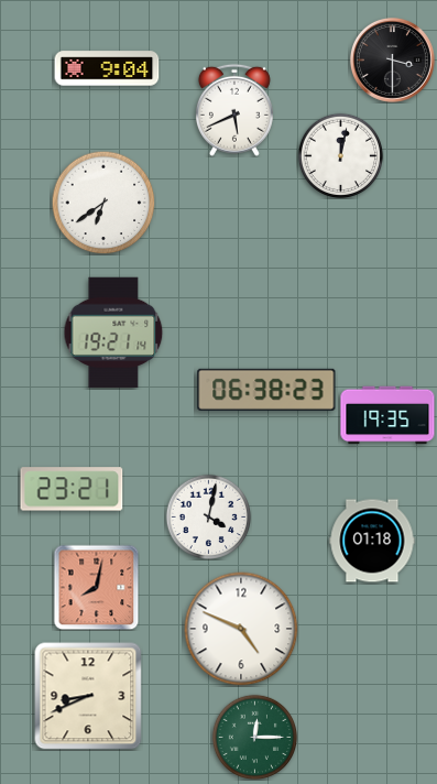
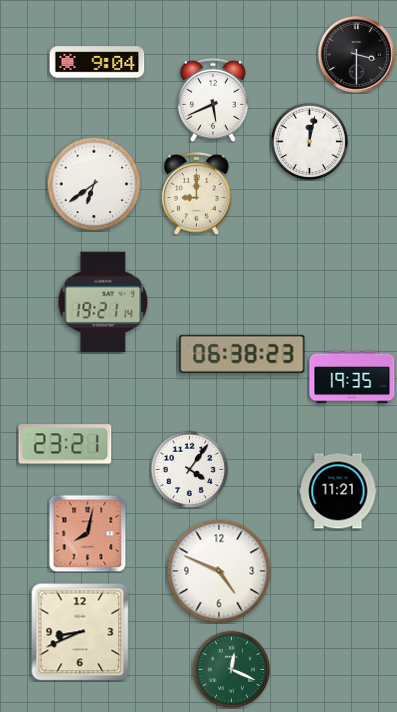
clock at (197, 194): none -> 9:00
clock at (208, 516): 4:02 -> 4:06
clock at (372, 541): 01:18 -> 11:21
clock at (254, 737): 12:15 -> 12:19
